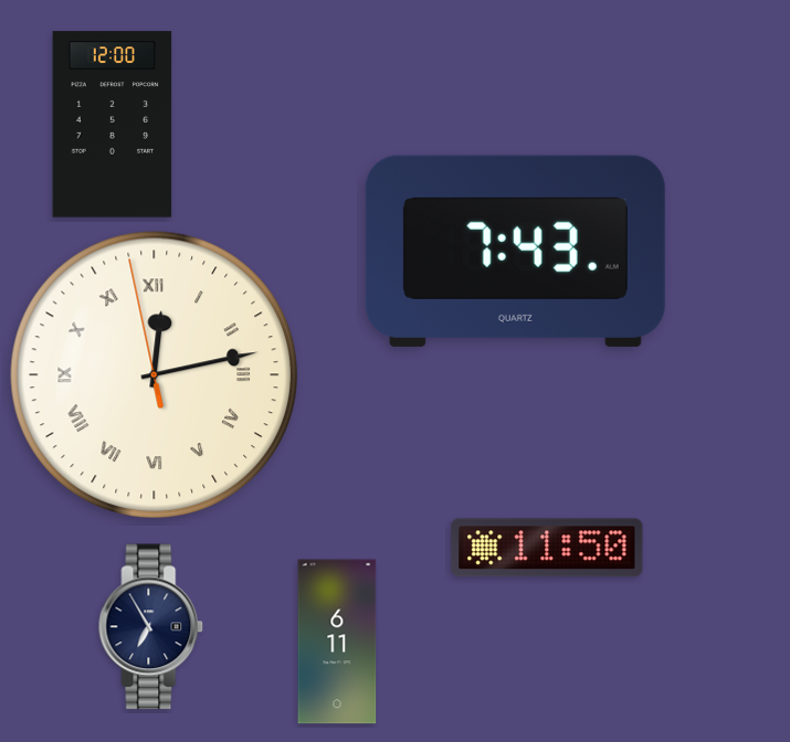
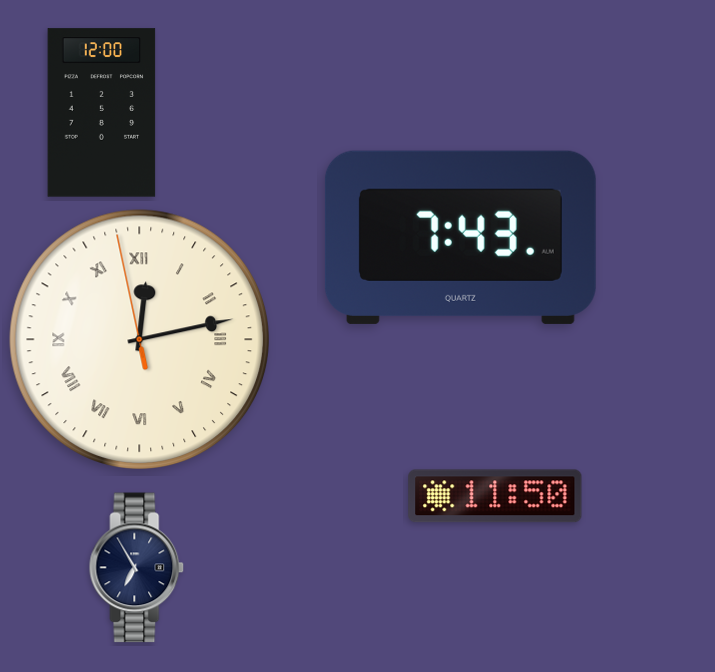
clock at (515, 251) position: (515, 251) -> (460, 237)
clock at (337, 642): 6:11 -> none
